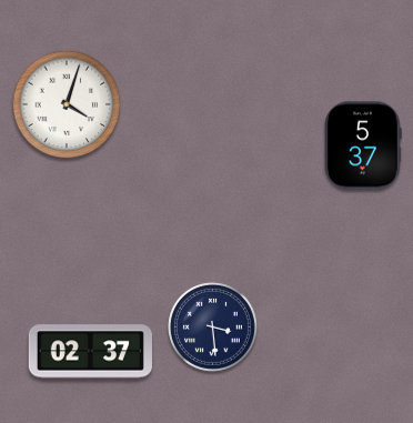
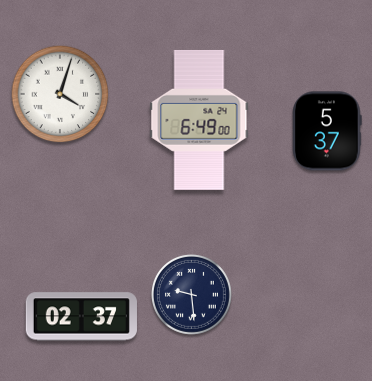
clock at (199, 120): none -> 6:49
clock at (212, 326): 3:29 -> 9:29
